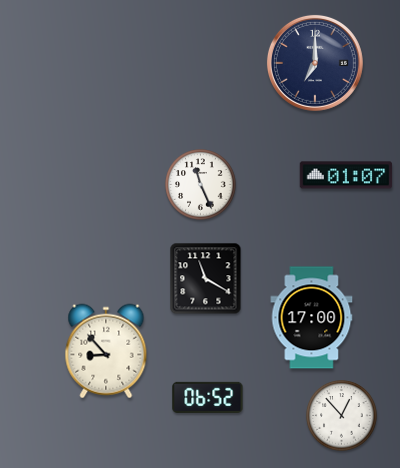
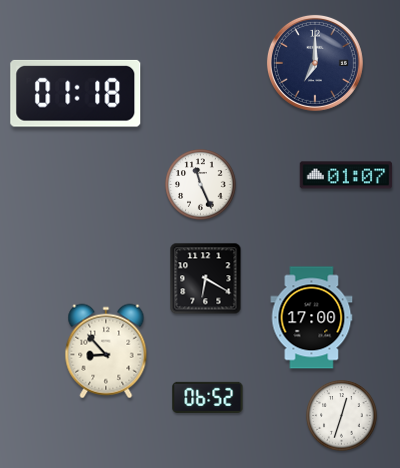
clock at (76, 93): none -> 01:18
clock at (206, 279): 11:20 -> 6:20
clock at (342, 416): 12:53 -> 12:33
